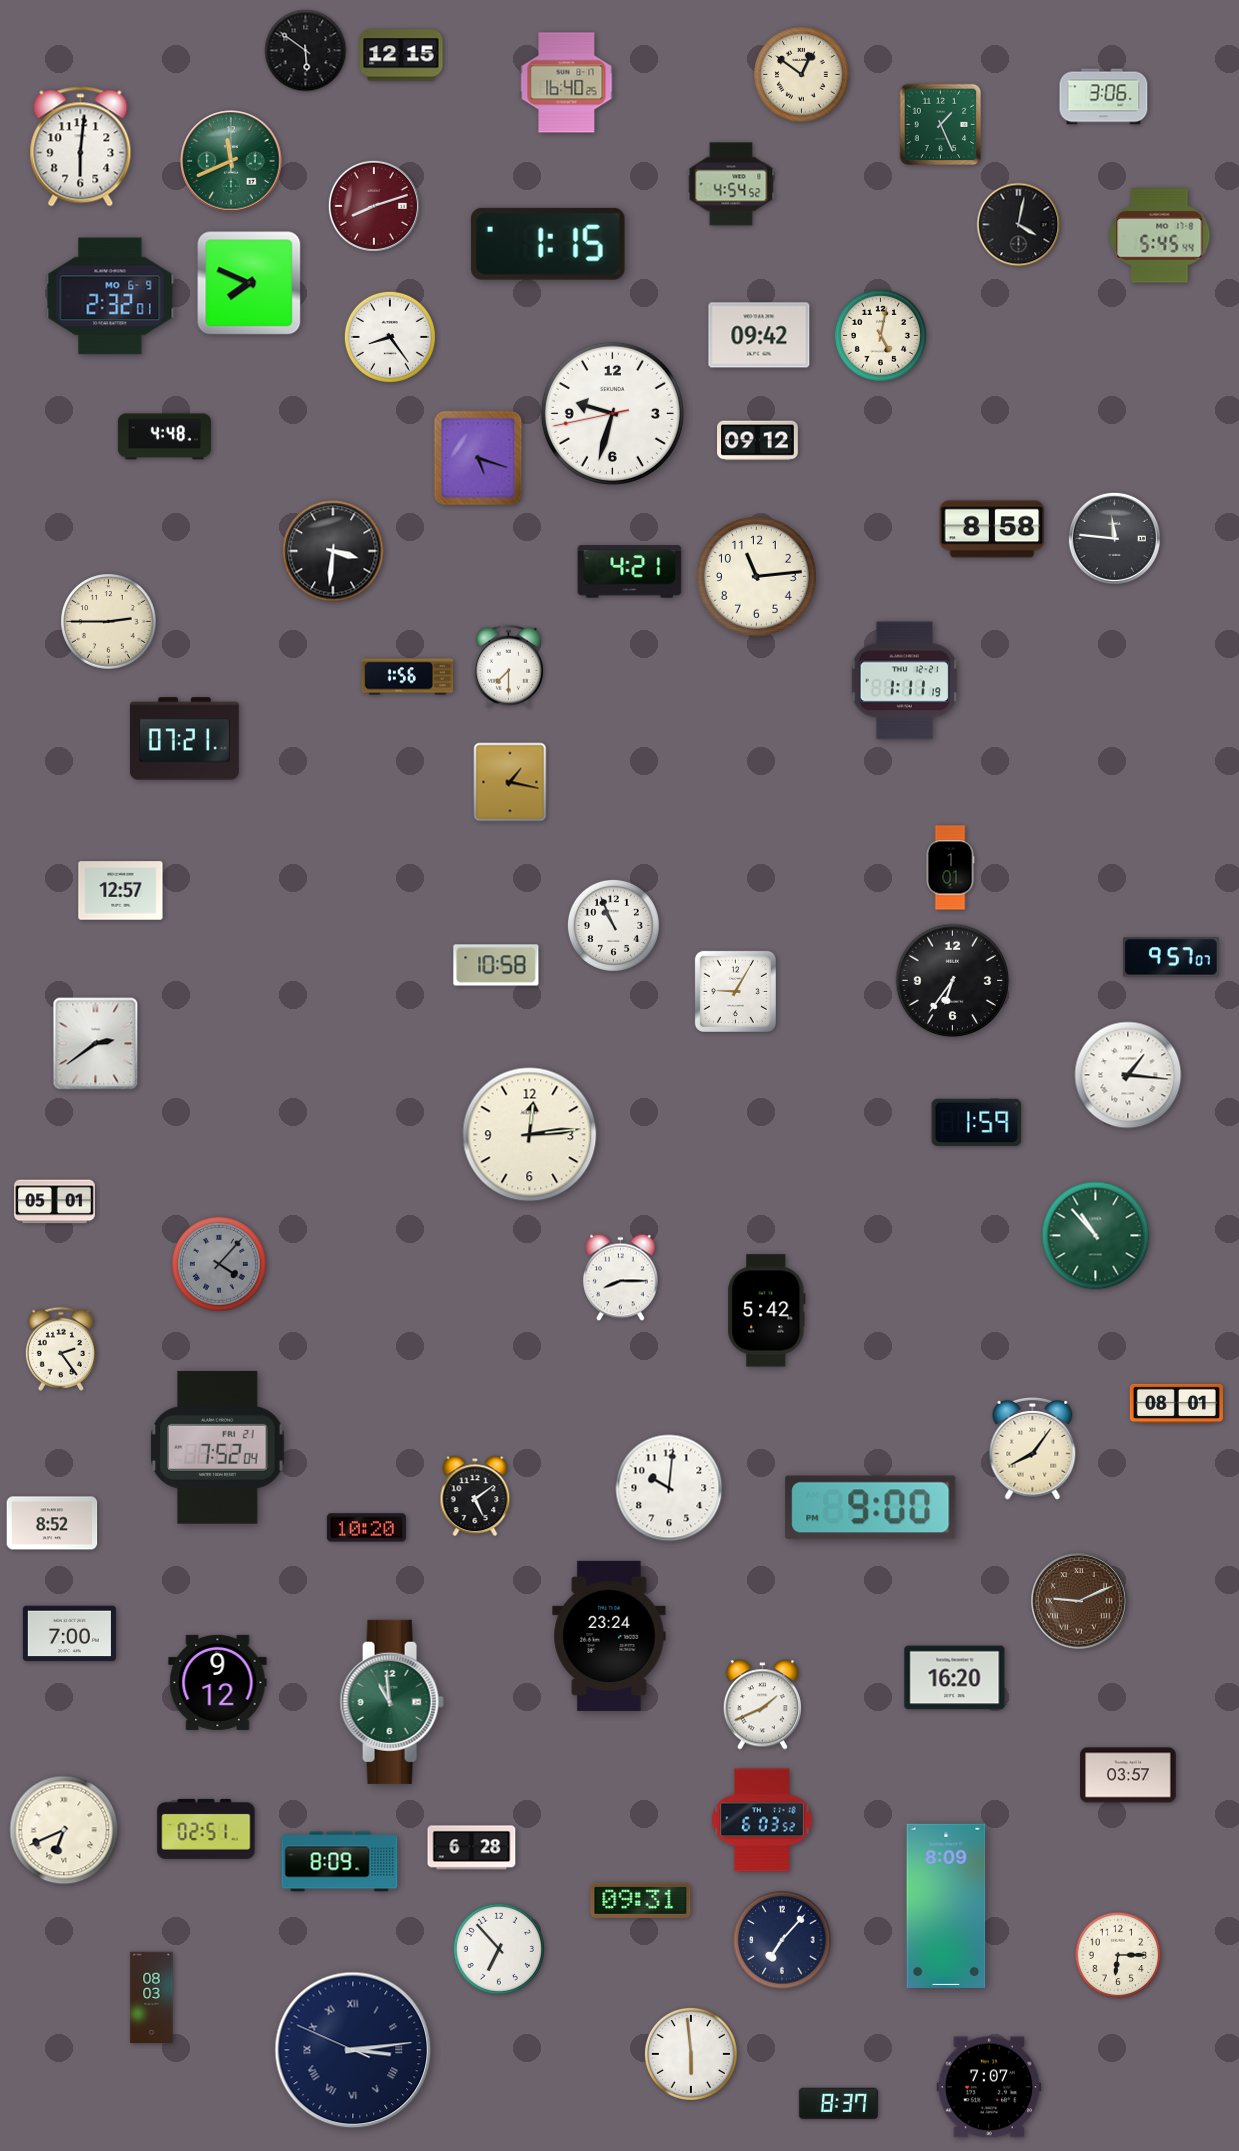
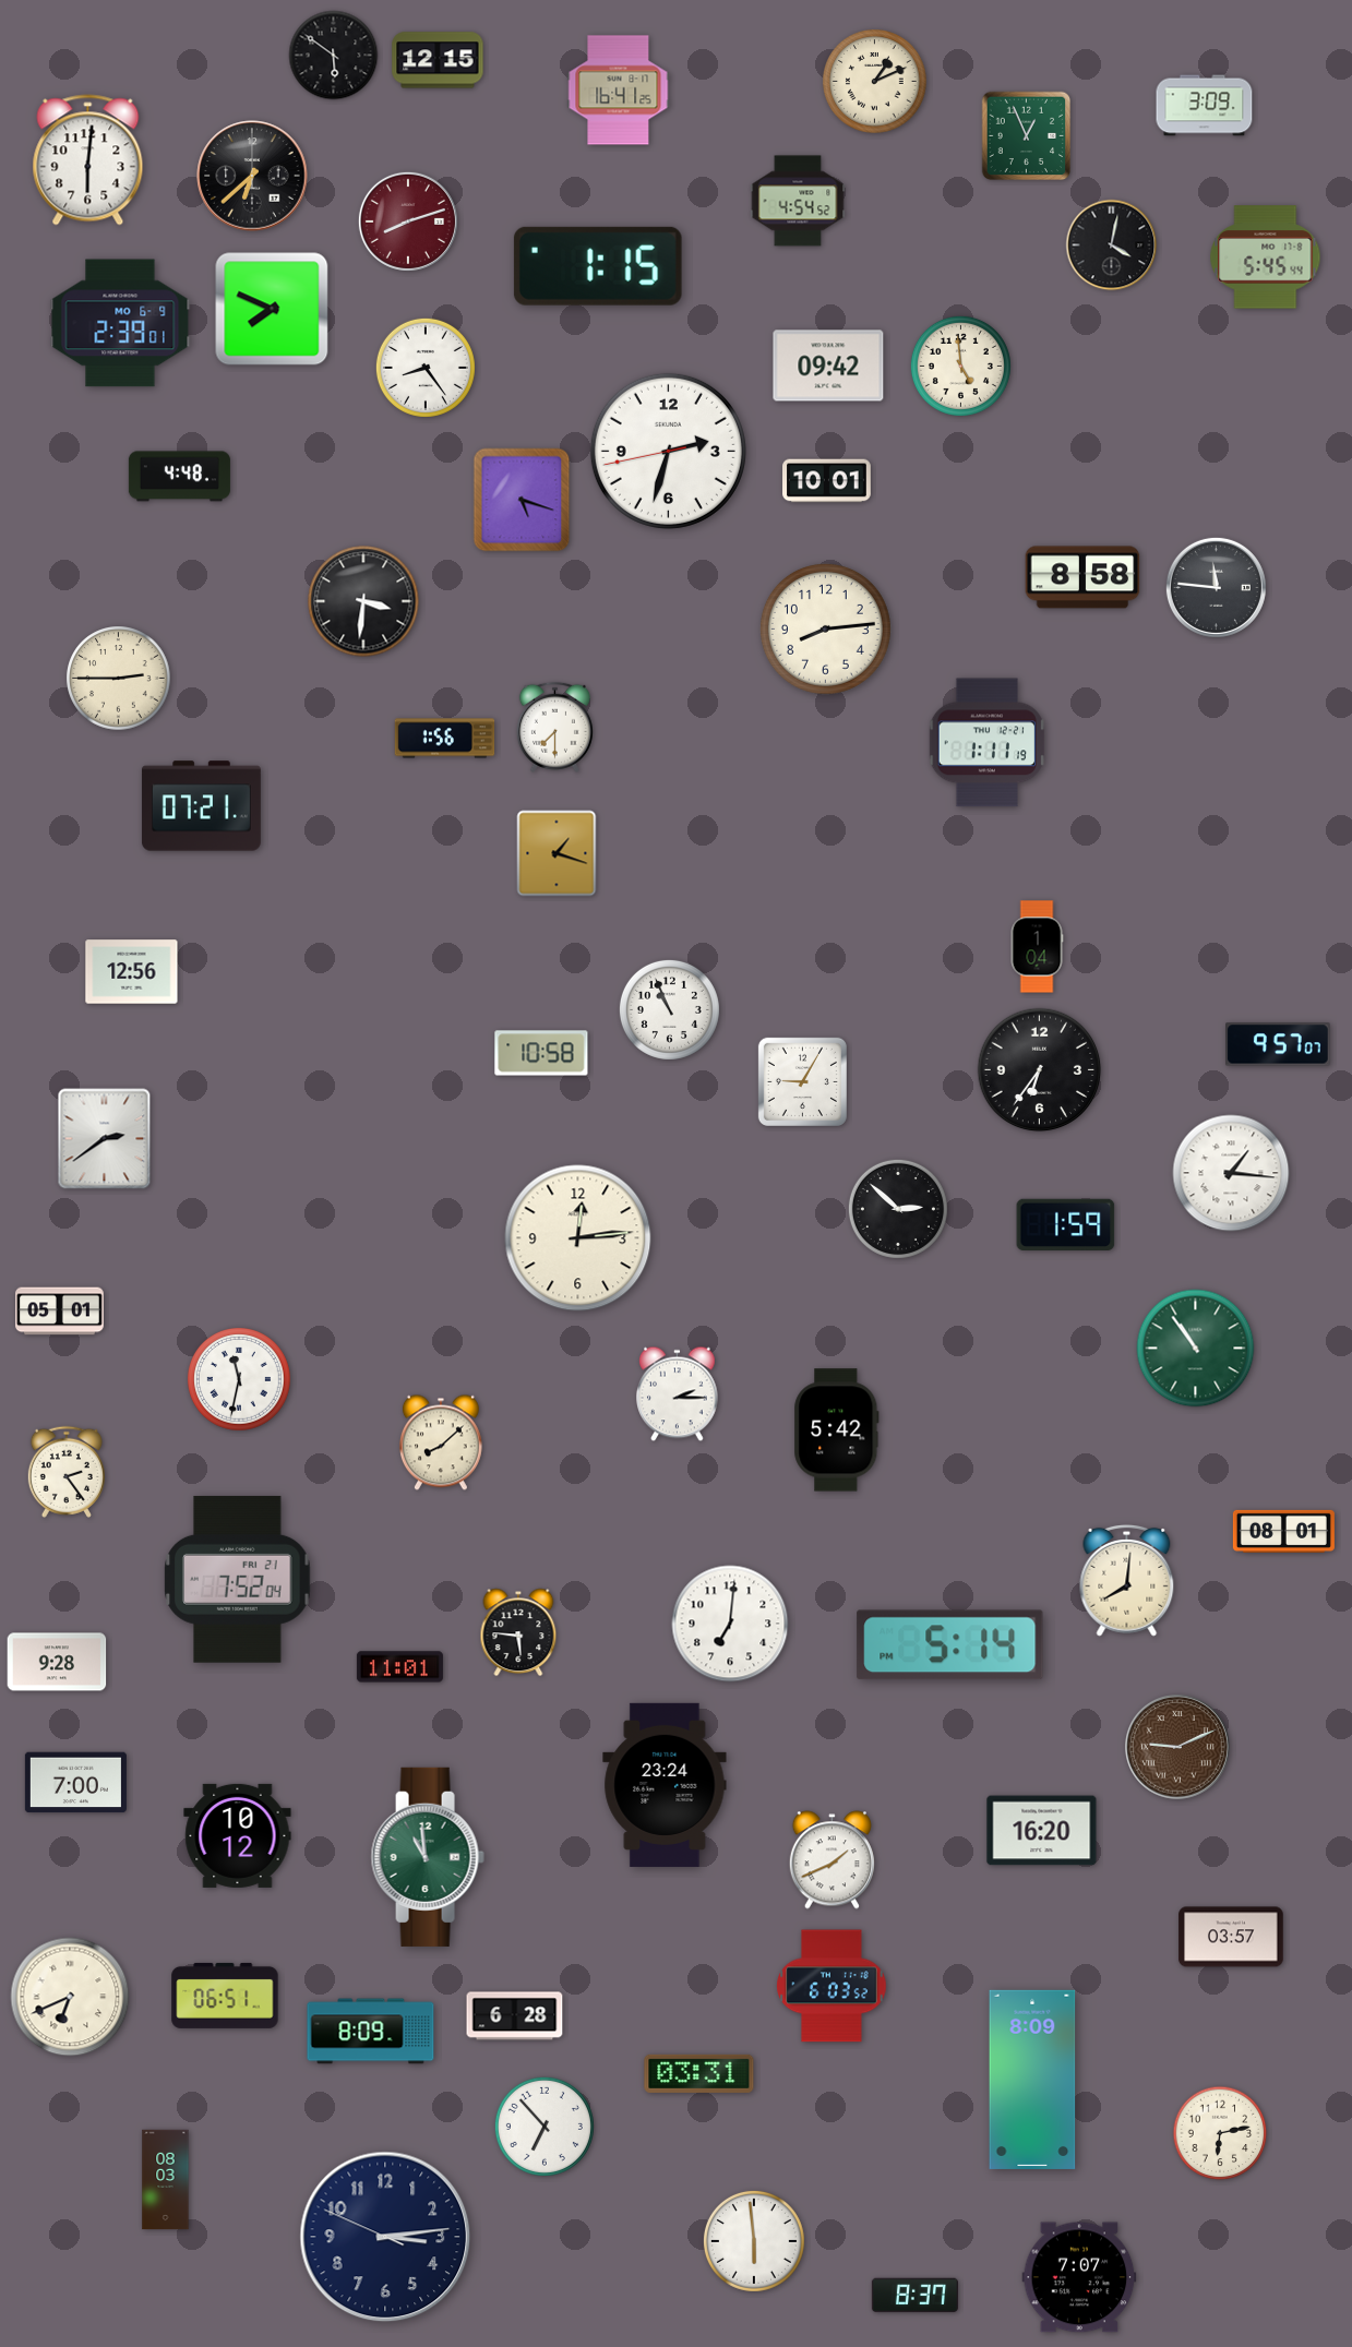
clock at (802, 75): 12:51 -> 1:11
clock at (567, 83): 16:40 -> 16:41
clock at (1104, 97): 3:06 -> 3:09
clock at (941, 125): 1:26 -> 12:56
clock at (231, 161): 11:41 -> 6:38
clock at (231, 161) dial: green -> black
clock at (374, 206) position: (374, 206) -> (408, 221)
clock at (110, 296): 2:32 -> 2:39
clock at (880, 335): 5:02 -> 4:59
clock at (612, 413): 9:32 -> 2:32
clock at (758, 441): 09:12 -> 10:01
clock at (630, 572): 4:21 -> none
clock at (756, 576): 11:14 -> 8:14
clock at (510, 782): 1:17 -> 1:18
clock at (950, 868): 1:01 -> 1:04
clock at (121, 891): 12:57 -> 12:56
clock at (898, 1209): none -> 2:52
clock at (1096, 1236): 10:53 -> 10:54
clock at (220, 1265): 4:07 -> 11:32
clock at (220, 1265) dial: grey -> white
clock at (621, 1278): 8:15 -> 2:15
clock at (441, 1442): none -> 8:08
clock at (1033, 1448): 8:06 -> 8:01
clock at (669, 1488): 10:01 -> 7:01
clock at (475, 1496): 5:09 -> 5:46
clock at (871, 1508): 9:00 -> 5:14
clock at (52, 1523): 8:52 -> 9:28
clock at (366, 1528): 10:20 -> 11:01
clock at (218, 1682): 9:12 -> 10:12
clock at (206, 1829): 02:51 -> 06:51
clock at (641, 1900): 09:31 -> 03:31
clock at (782, 1940): 7:07 -> none
clock at (1118, 1955): 6:15 -> 6:13
clock at (353, 2050) numerals: Roman -> Arabic
